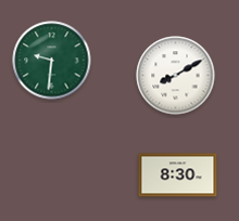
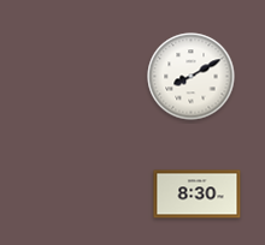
clock at (52, 61): 9:31 -> none
clock at (176, 76) position: (176, 76) -> (192, 77)
